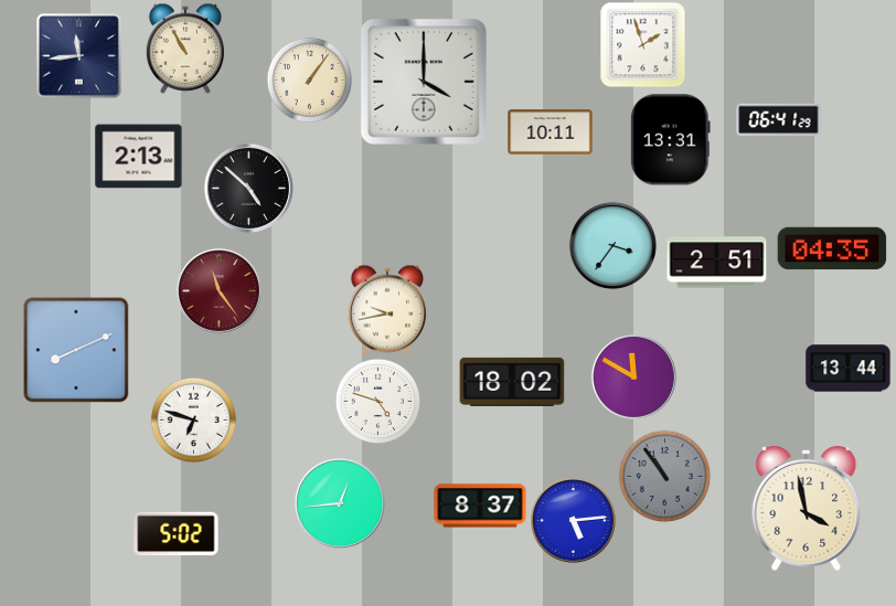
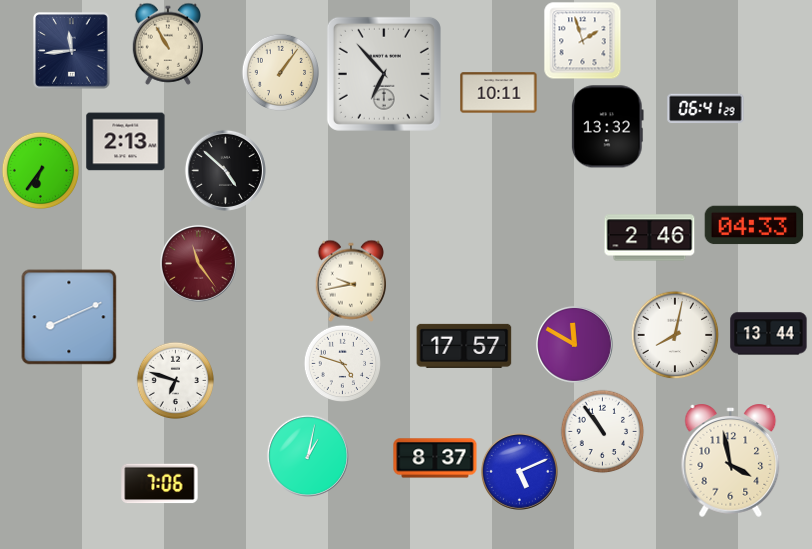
clock at (424, 82): 4:00 -> 6:53
clock at (551, 132) position: (551, 132) -> (499, 93)
clock at (670, 140): 13:31 -> 13:32
clock at (40, 170): none -> 6:36
clock at (612, 245): 3:36 -> none
clock at (832, 248): 04:35 -> 04:33
clock at (717, 263): 2:51 -> 2:46
clock at (675, 335): none -> 8:02
clock at (633, 376) position: (633, 376) -> (574, 344)
clock at (512, 382): 18:02 -> 17:57
clock at (664, 476) dial: grey -> white
clock at (340, 503): 12:44 -> 1:02
clock at (573, 520): 5:14 -> 5:11
clock at (177, 534): 5:02 -> 7:06
